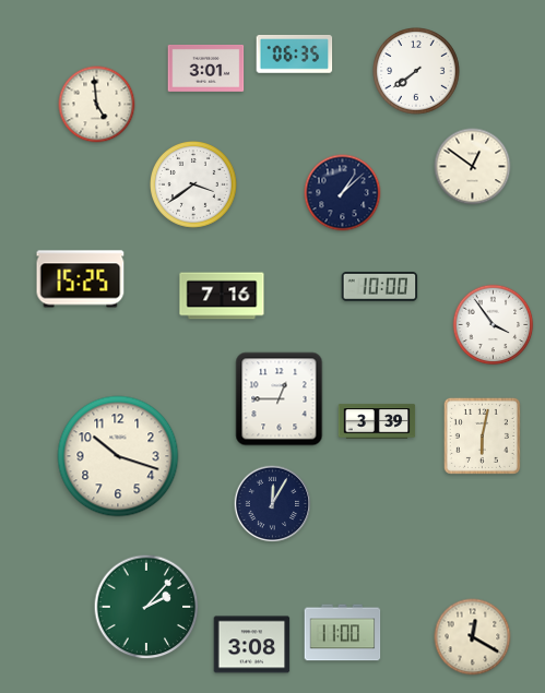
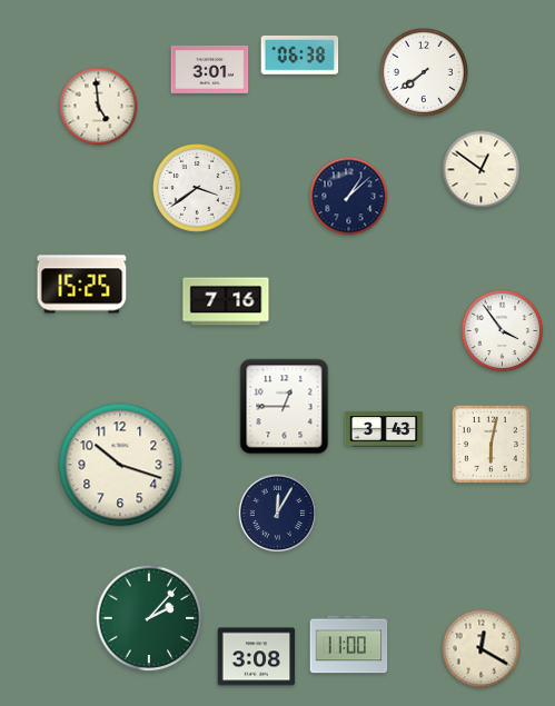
clock at (295, 55): 06:35 -> 06:38
clock at (380, 287): 10:00 -> none
clock at (377, 421): 3:39 -> 3:43
